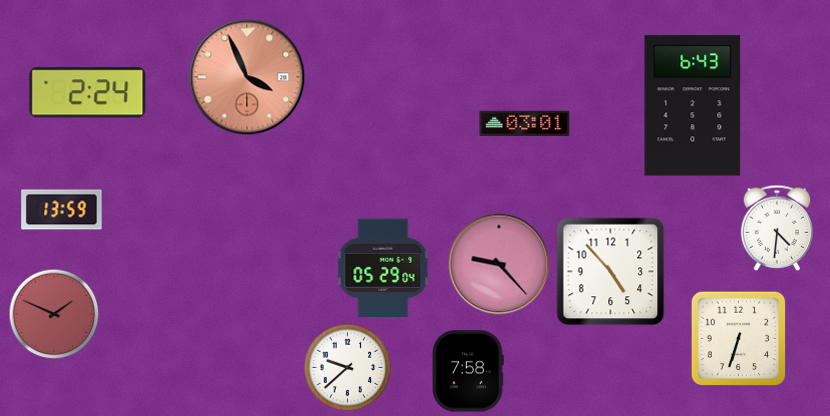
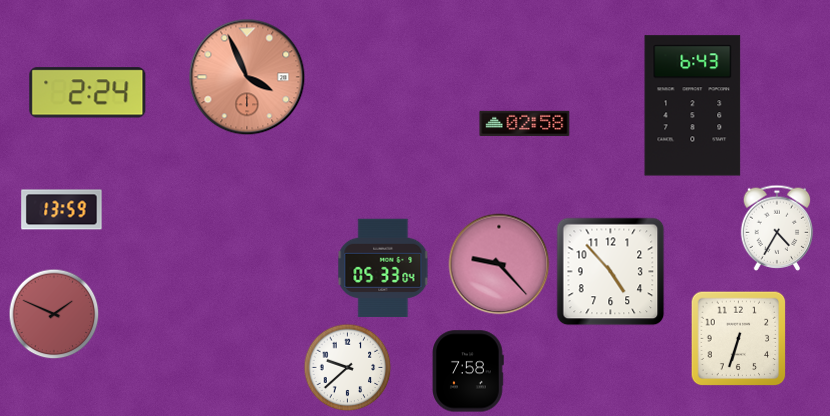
clock at (525, 123): 03:01 -> 02:58
clock at (777, 228): 4:31 -> 4:35
clock at (383, 267): 05:29 -> 05:33
